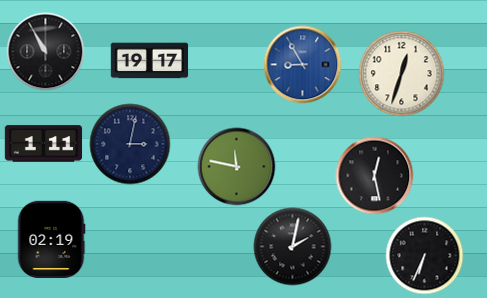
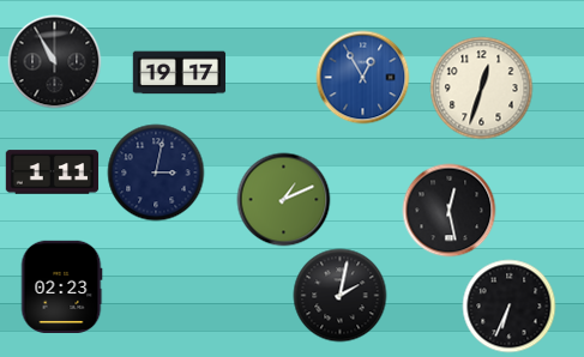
clock at (302, 64): 8:55 -> 12:55
clock at (236, 166): 11:47 -> 1:11
clock at (51, 239): 02:19 -> 02:23
clock at (292, 246) position: (292, 246) -> (339, 295)
